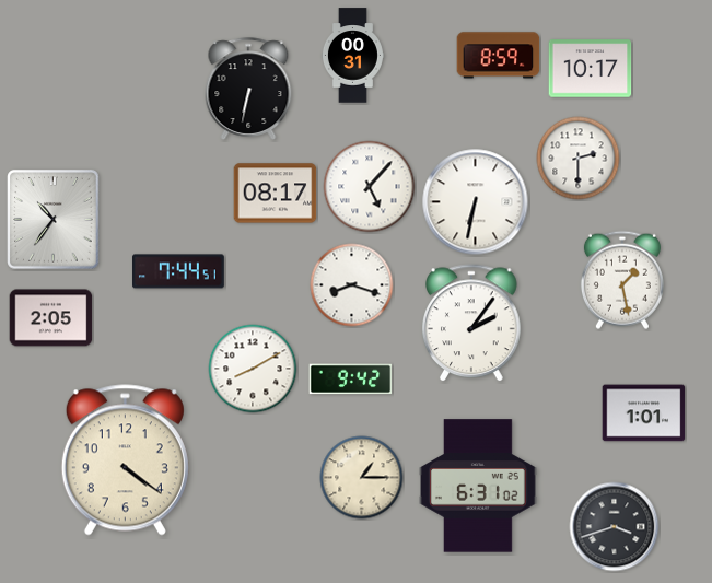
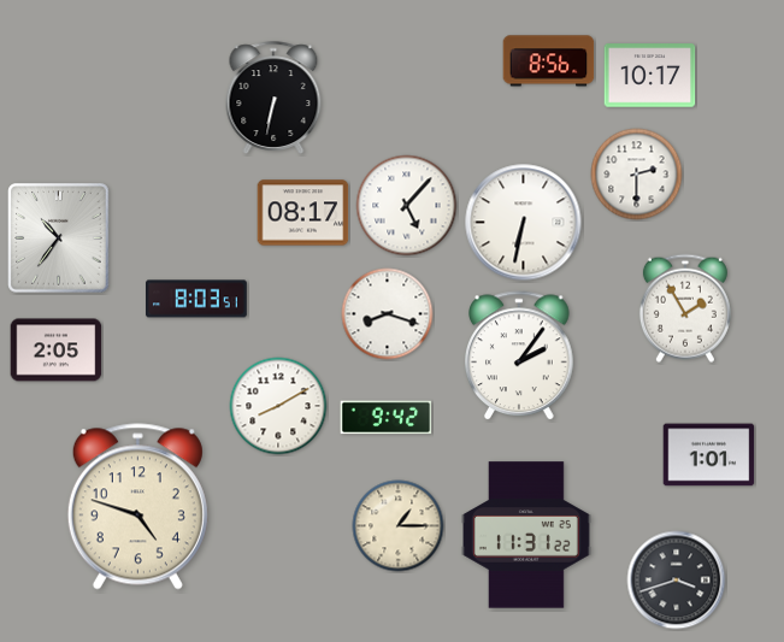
clock at (352, 56): 00:31 -> none
clock at (499, 56): 8:59 -> 8:56
clock at (54, 220) position: (54, 220) -> (59, 238)
clock at (179, 271): 7:44 -> 8:03
clock at (622, 280): 1:28 -> 1:55
clock at (125, 460): 4:21 -> 4:48
clock at (479, 486): 6:31 -> 11:31
